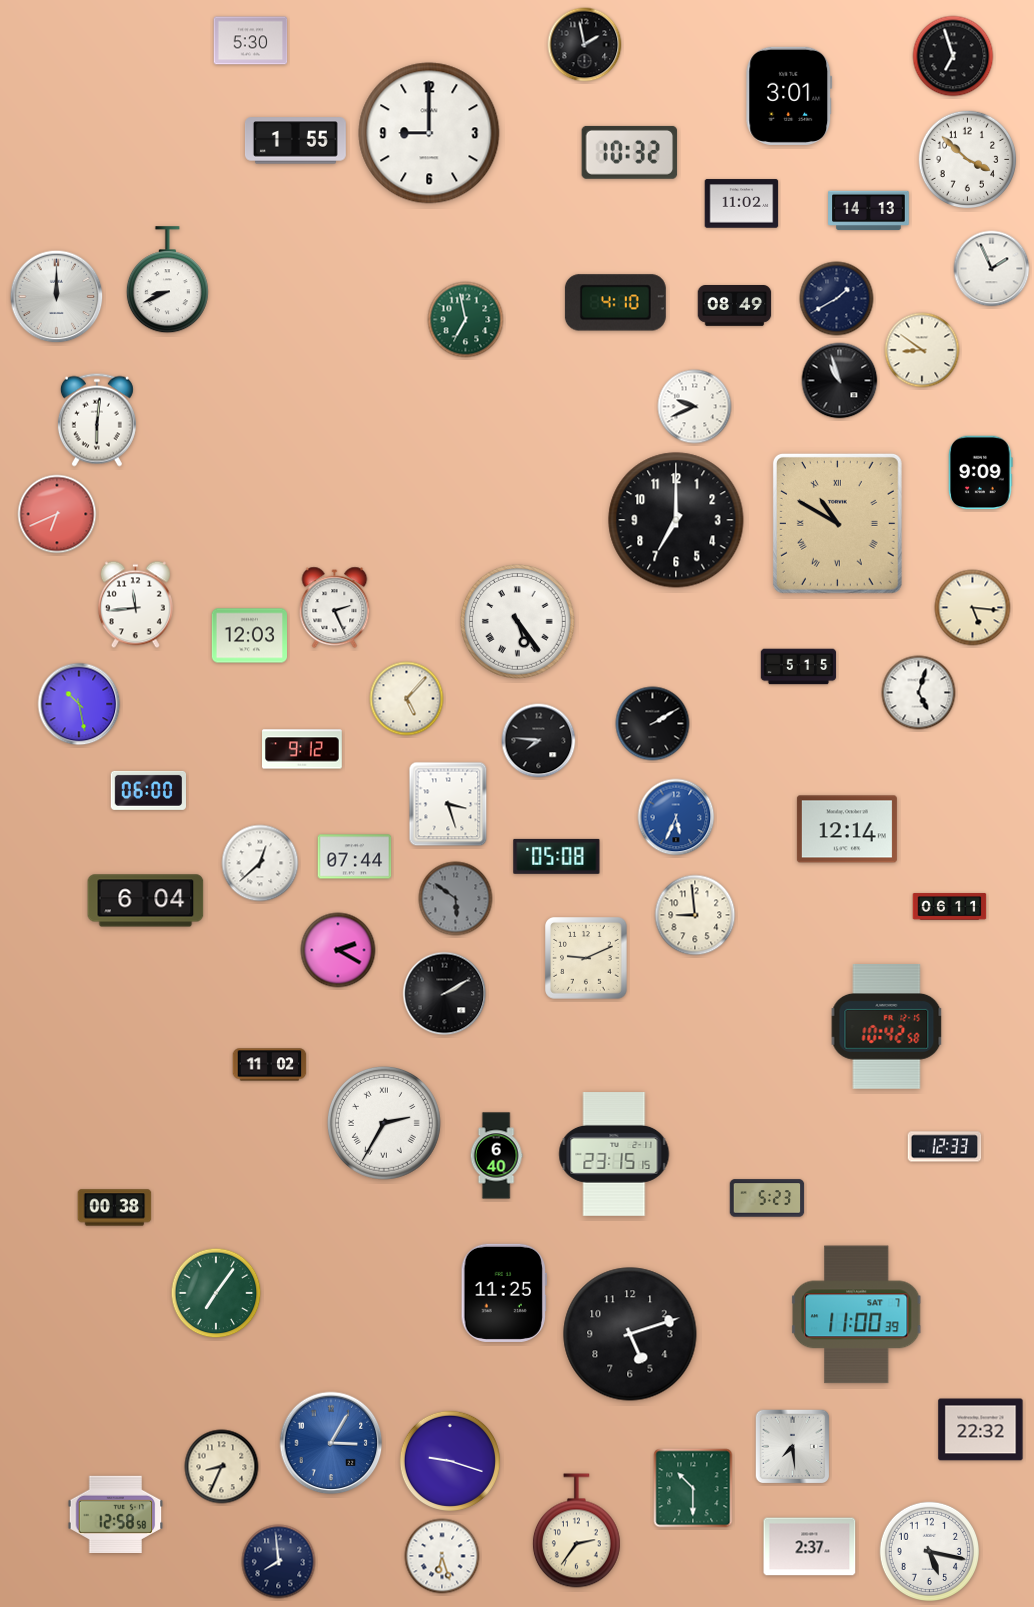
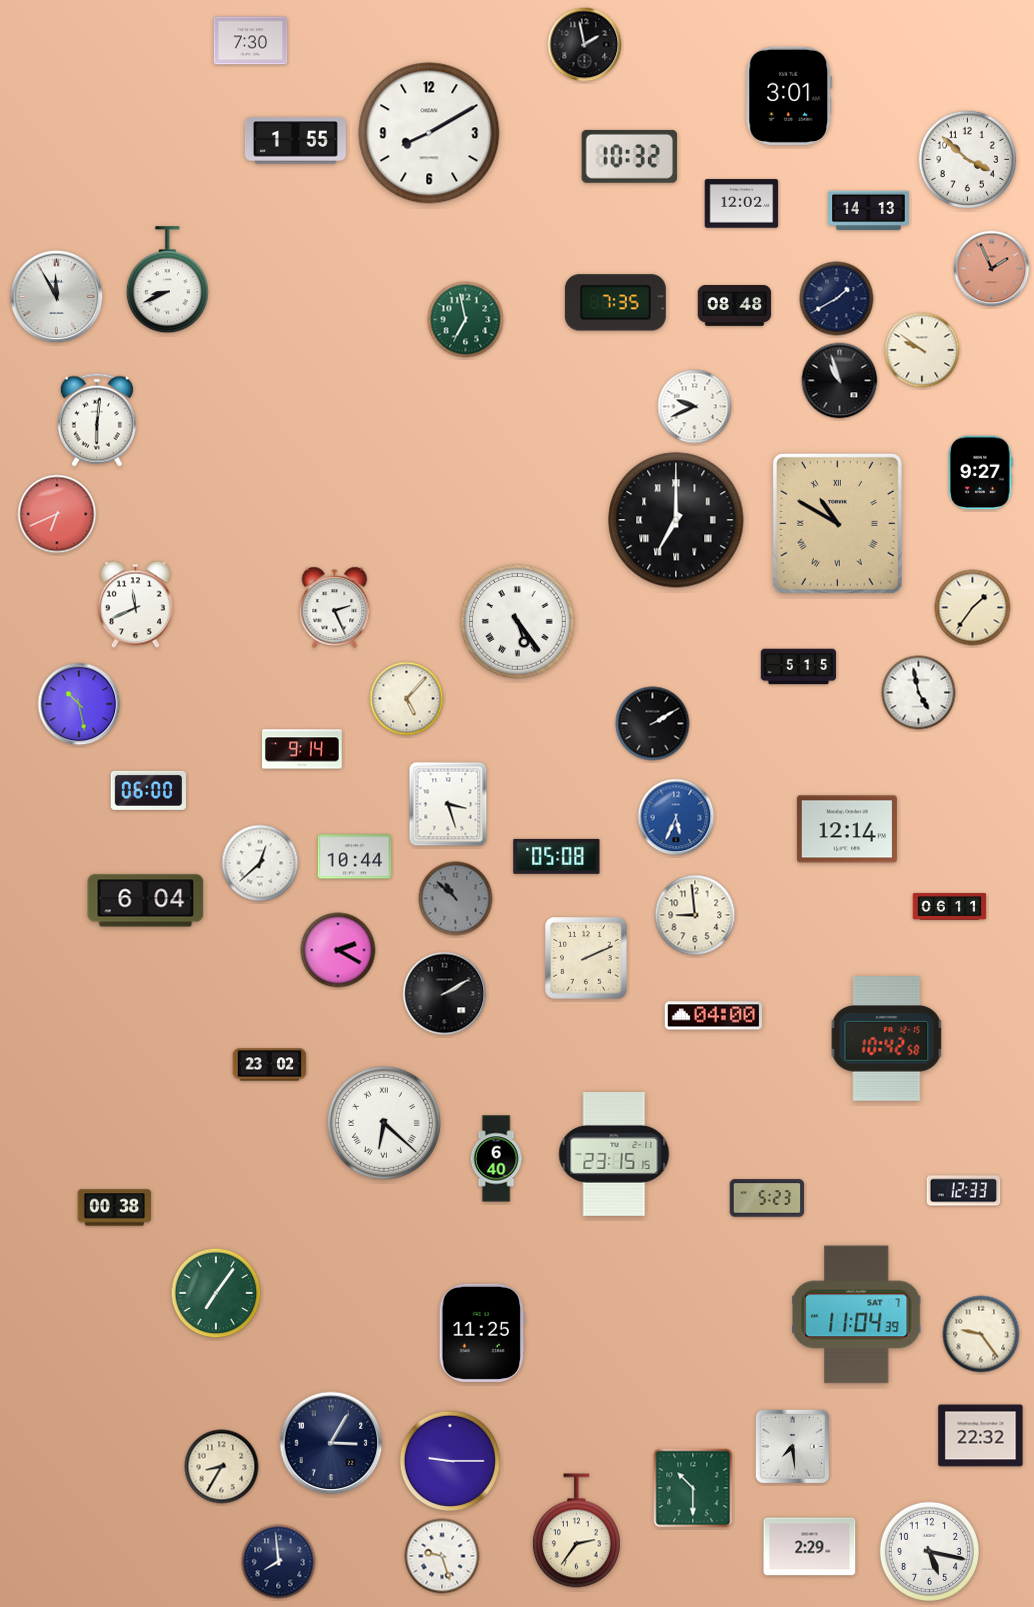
clock at (251, 41): 5:30 -> 7:30
clock at (953, 56): 6:57 -> none
clock at (429, 133): 9:00 -> 8:10
clock at (630, 152) position: (630, 152) -> (630, 156)
clock at (742, 204): 11:02 -> 12:02
clock at (992, 269) dial: white -> salmon
clock at (57, 297): 12:00 -> 11:55
clock at (615, 303): 4:10 -> 7:35
clock at (735, 306): 08:49 -> 08:48
clock at (922, 350): 8:51 -> 9:51
clock at (981, 473): 9:09 -> 9:27
clock at (676, 520) numerals: Arabic -> Roman
clock at (135, 605): 11:44 -> 11:41
clock at (973, 608): 5:16 -> 1:36
clock at (250, 636): 12:03 -> none
clock at (919, 693): 5:03 -> 4:58
clock at (539, 741): 7:46 -> none
clock at (303, 749): 9:12 -> 9:14
clock at (355, 857): 07:44 -> 10:44
clock at (456, 899): 5:51 -> 10:52
clock at (587, 959): 9:11 -> 2:11
clock at (713, 1016): none -> 04:00
clock at (887, 1027) position: (887, 1027) -> (887, 1039)
clock at (270, 1065): 11:02 -> 23:02
clock at (384, 1123): 2:35 -> 6:22
clock at (945, 1147) position: (945, 1147) -> (964, 1191)
clock at (496, 1156) position: (496, 1156) -> (496, 1159)
clock at (504, 1293) position: (504, 1293) -> (482, 1333)
clock at (857, 1315): 11:00 -> 11:04
clock at (630, 1334): 5:12 -> none
clock at (981, 1334): none -> 9:24
clock at (981, 1430) position: (981, 1430) -> (981, 1436)
clock at (331, 1443) dial: blue -> navy
clock at (449, 1460): 9:18 -> 9:15
clock at (222, 1467): 8:34 -> 8:35
clock at (116, 1514): 12:58 -> none
clock at (810, 1547): 2:37 -> 2:29
clock at (442, 1556): 6:27 -> 9:27
